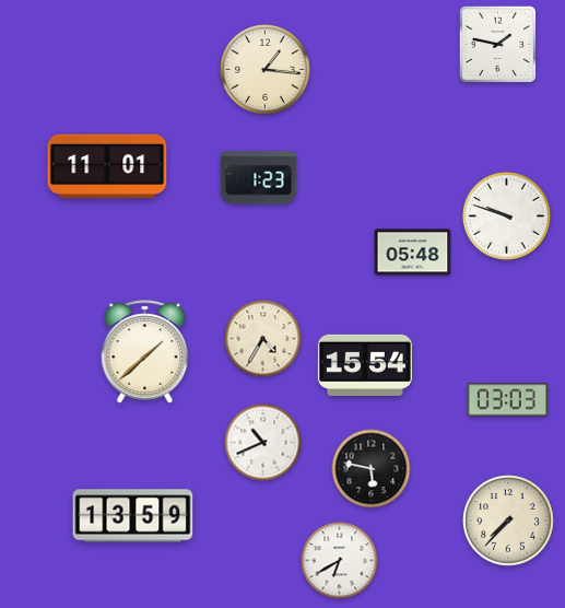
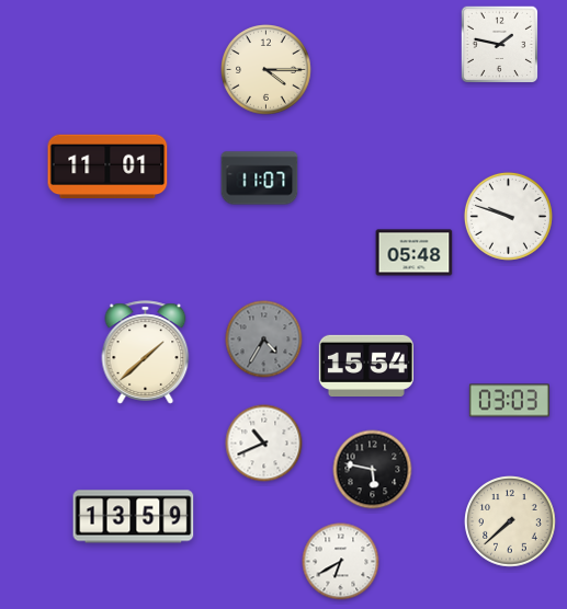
clock at (266, 70): 1:16 -> 4:15
clock at (259, 178): 1:23 -> 11:07
clock at (263, 339) dial: cream -> grey
clock at (508, 521): 7:37 -> 7:38
